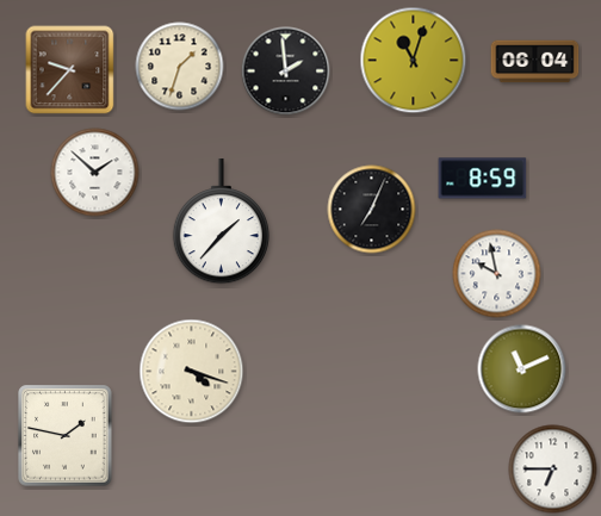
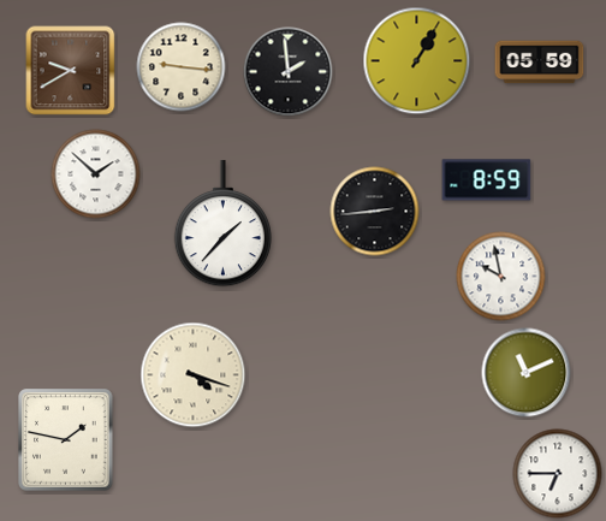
clock at (414, 61): 11:03 -> 1:05
clock at (535, 62): 06:04 -> 05:59
clock at (180, 67): 1:33 -> 9:16
clock at (70, 70): 9:37 -> 9:40
clock at (372, 210): 7:04 -> 2:44
